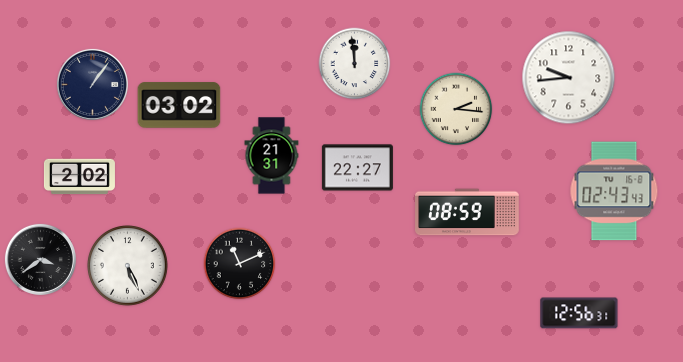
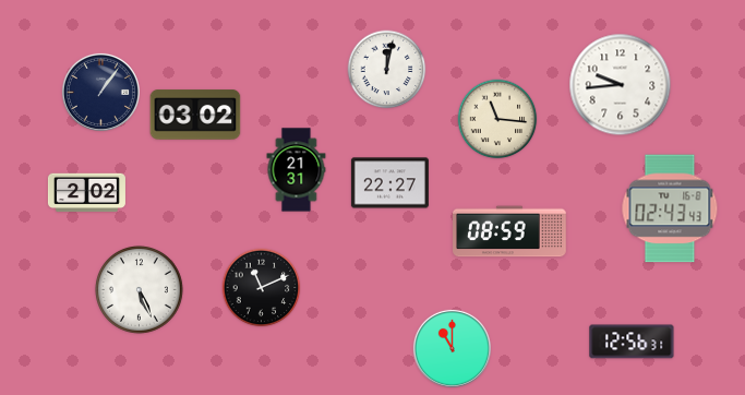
clock at (355, 64): 11:59 -> 12:02
clock at (456, 109): 2:16 -> 11:16
clock at (40, 259): 3:39 -> none
clock at (452, 348): none -> 11:00
